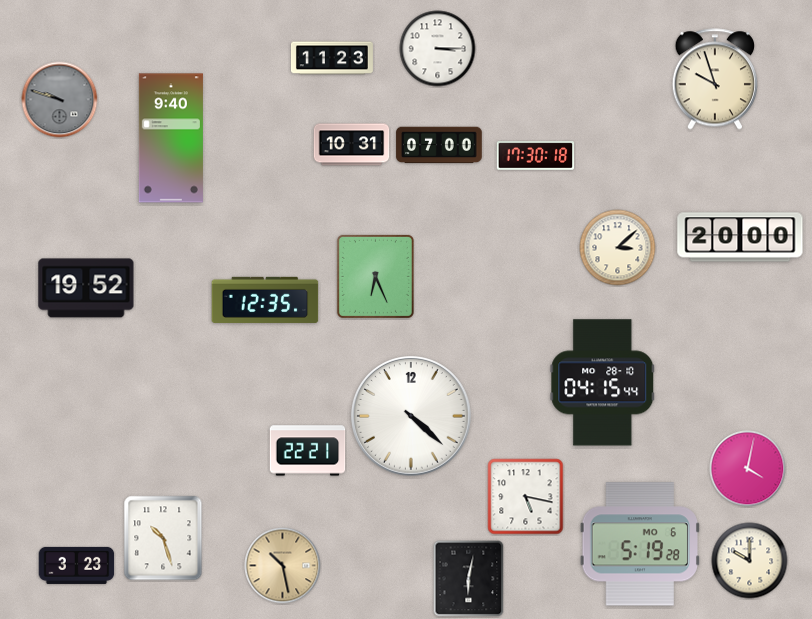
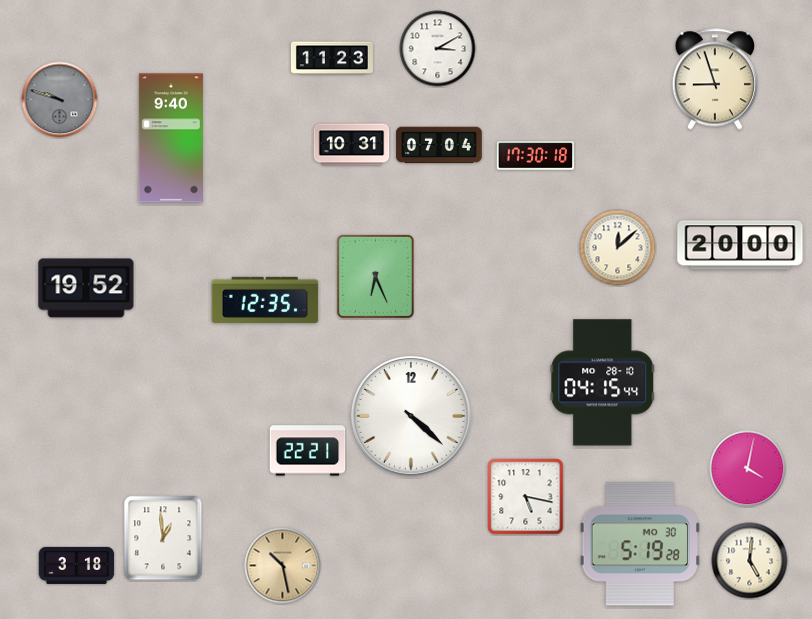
clock at (438, 49): 3:15 -> 3:10
clock at (714, 79): 9:57 -> 8:57
clock at (439, 145): 07:00 -> 07:04
clock at (740, 237) position: (740, 237) -> (740, 245)
clock at (618, 248): 3:08 -> 12:08
clock at (163, 538): 10:27 -> 12:59
clock at (639, 544) date: MO 6 -> MO 30
clock at (750, 561): 10:00 -> 5:01
clock at (77, 565): 3:23 -> 3:18
clock at (469, 579): 6:02 -> none
